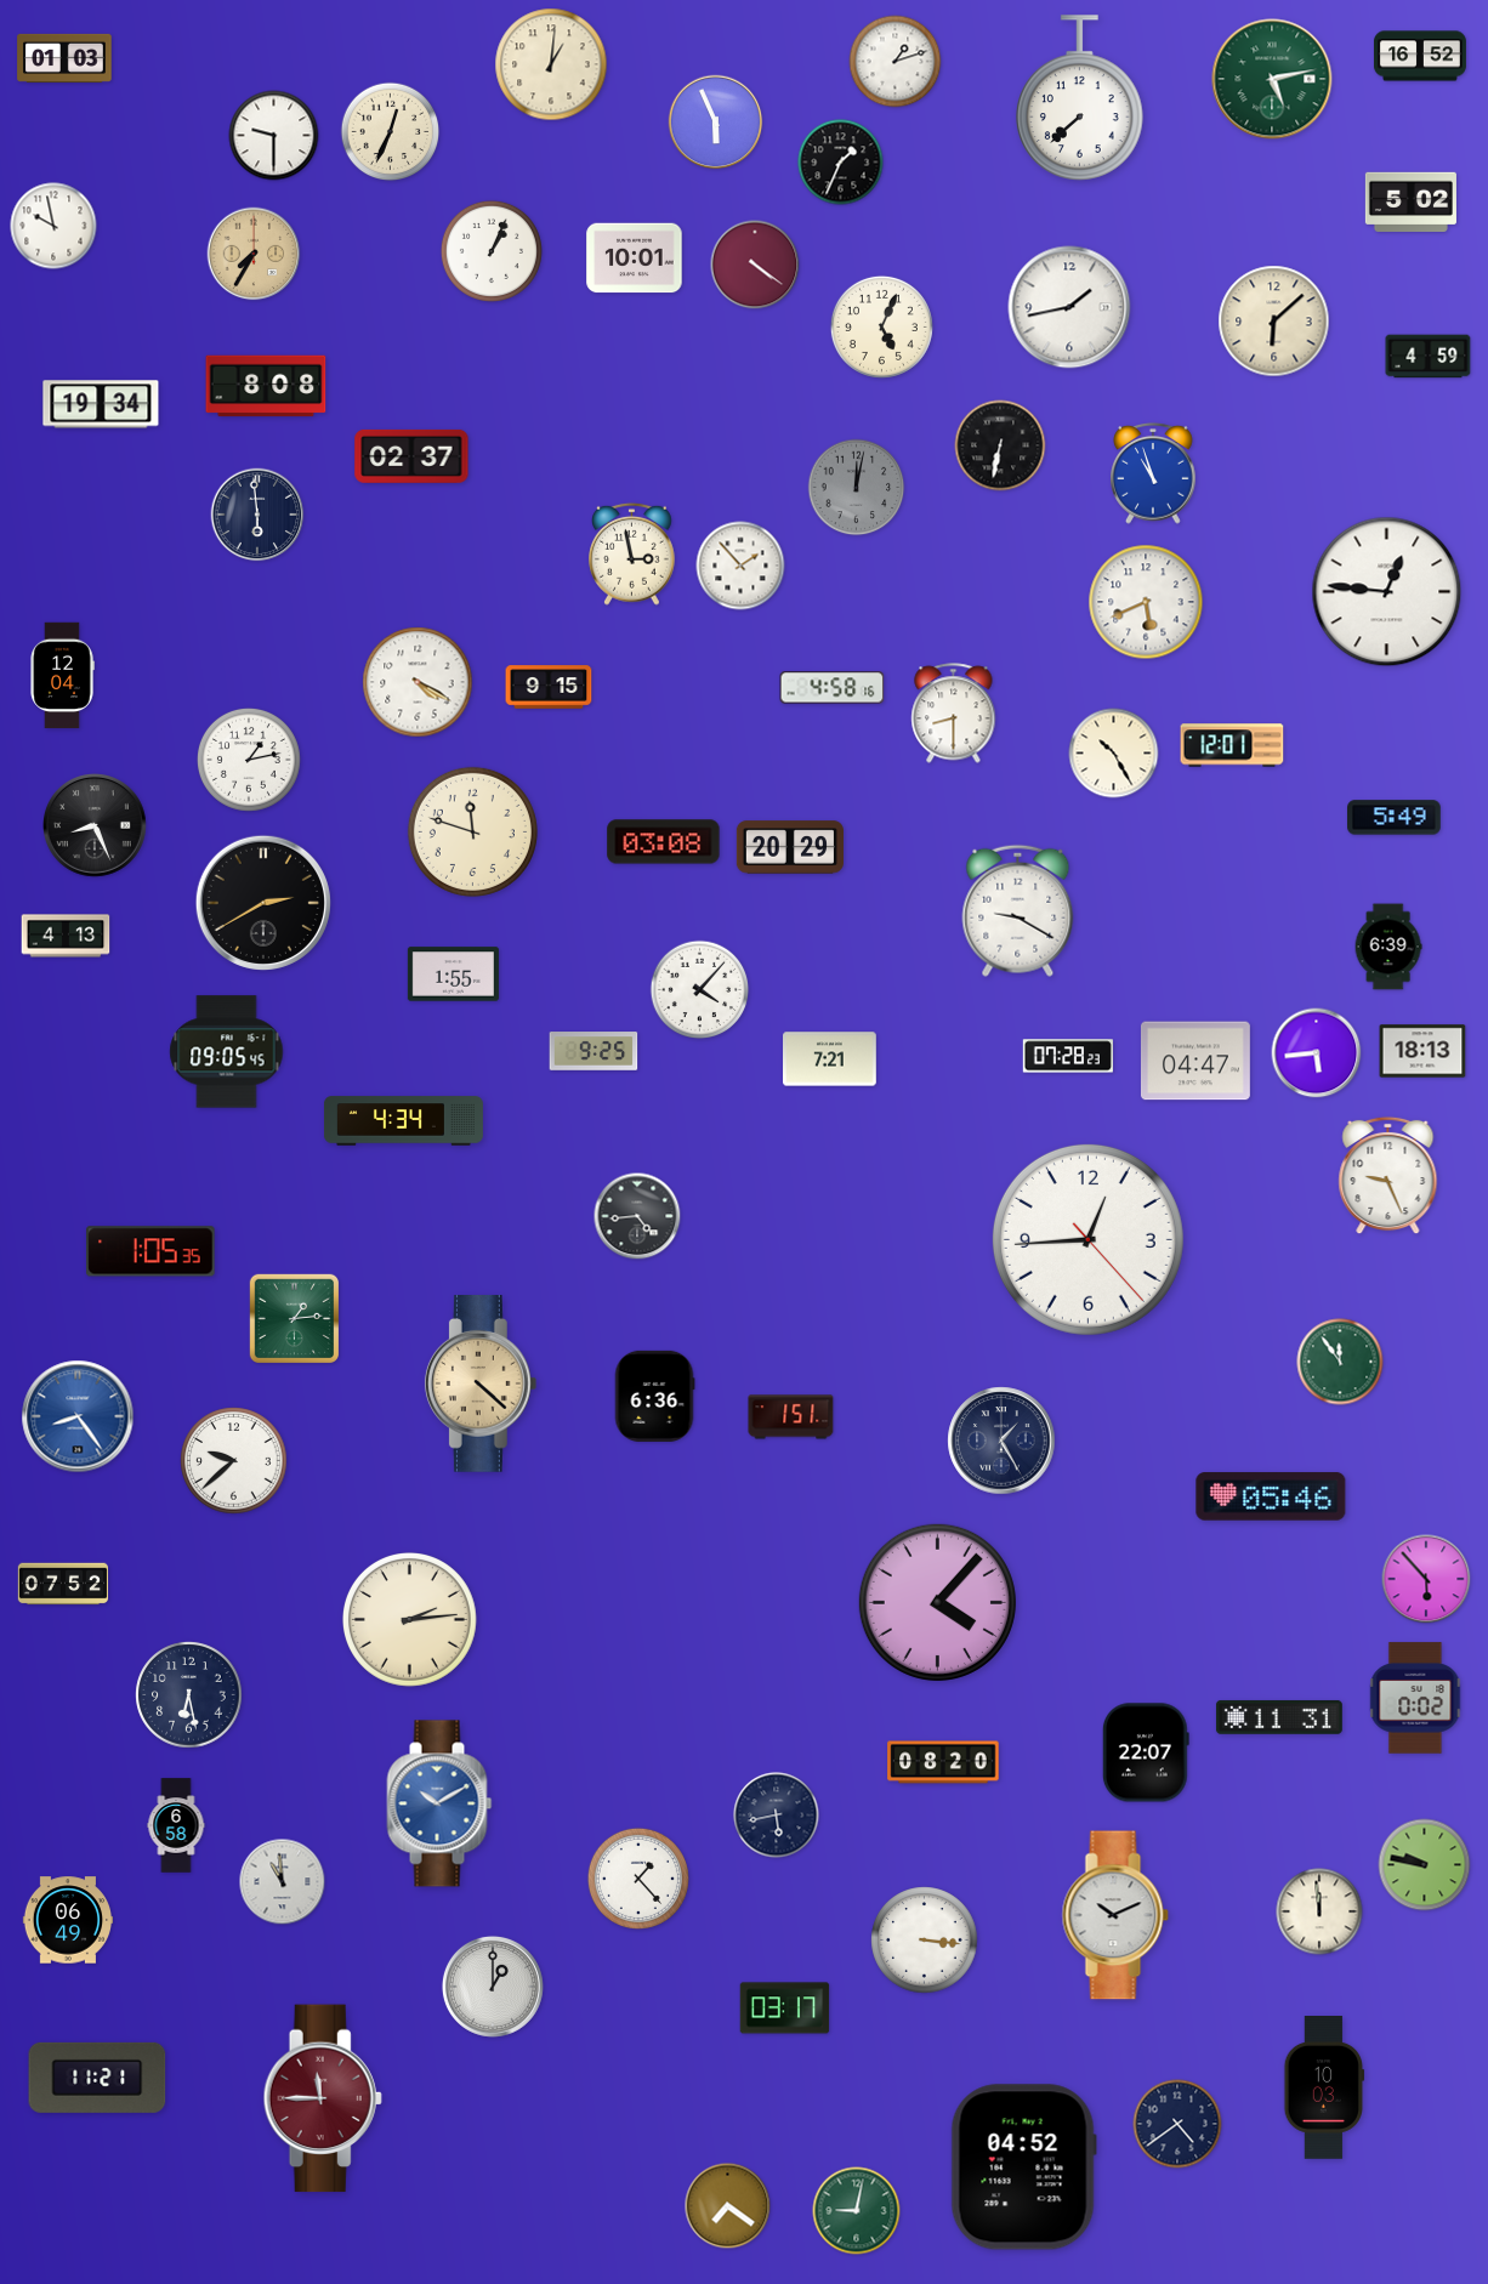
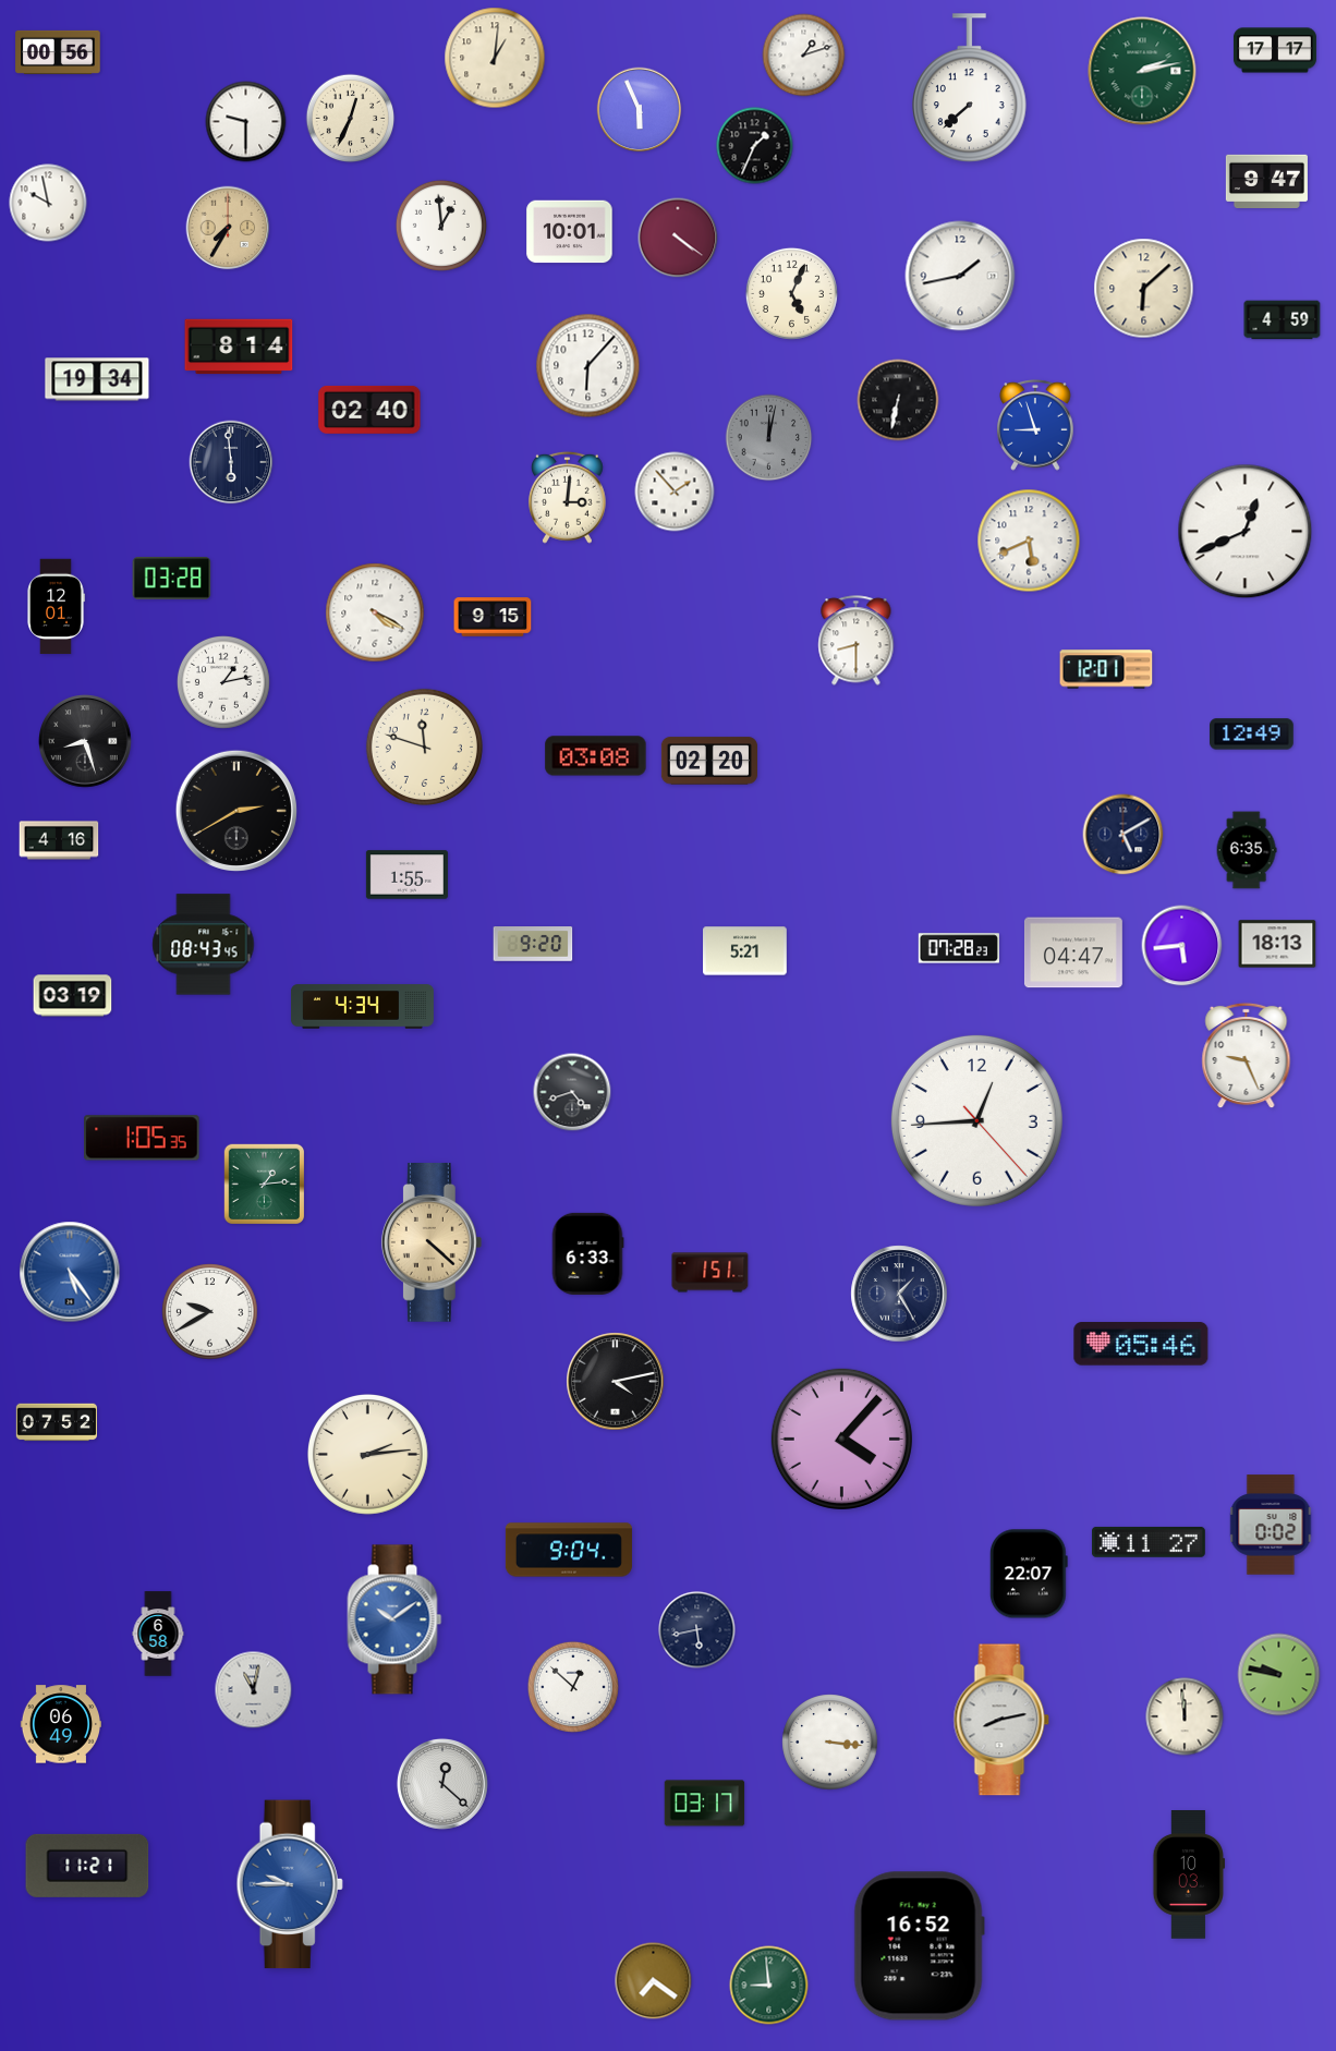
clock at (1420, 56): 16:52 -> 17:17
clock at (64, 58): 01:03 -> 00:56
clock at (1272, 79): 5:13 -> 2:13
clock at (716, 123) position: (716, 123) -> (640, 110)
clock at (1410, 201): 5:02 -> 9:47
clock at (492, 251): 1:04 -> 12:59
clock at (266, 386): 8:08 -> 8:14
clock at (101, 404) position: (101, 404) -> (97, 379)
clock at (588, 366): none -> 6:07
clock at (411, 456): 02:37 -> 02:40
clock at (1153, 475): 10:57 -> 8:57
clock at (632, 553): 2:58 -> 3:01
clock at (740, 566) position: (740, 566) -> (675, 491)
clock at (1387, 592): 12:46 -> 12:41
clock at (172, 578): none -> 03:28
clock at (62, 676): 12:04 -> 12:01
clock at (833, 688): 4:58 -> none
clock at (1114, 754): 10:25 -> none
clock at (1395, 818): 5:49 -> 12:49
clock at (96, 826): 8:26 -> 8:27
clock at (790, 847): 20:29 -> 02:20
clock at (1018, 910): 9:20 -> none
clock at (1124, 835): none -> 5:10
clock at (66, 936): 4:13 -> 4:16
clock at (1388, 947): 6:39 -> 6:35
clock at (700, 990): 4:07 -> none
clock at (594, 1051): 9:25 -> 9:20
clock at (227, 1052): 09:05 -> 08:43
clock at (830, 1059): 7:21 -> 5:21
clock at (73, 996): none -> 03:19
clock at (637, 1216): 4:44 -> 4:42
clock at (1087, 1239) position: (1087, 1239) -> (976, 1120)
clock at (150, 1251) position: (150, 1251) -> (142, 1138)
clock at (1340, 1362): 11:54 -> none
clock at (654, 1396): 6:36 -> 6:33
clock at (78, 1416): 8:24 -> 5:24
clock at (234, 1461): 9:38 -> 9:40
clock at (616, 1382): none -> 4:13
clock at (1426, 1579): 5:53 -> none
clock at (189, 1695): 6:28 -> none
clock at (1279, 1717): 11:31 -> 11:27
clock at (569, 1550): none -> 9:04
clock at (943, 1762): 08:20 -> none
clock at (439, 1803): 10:10 -> 10:09
clock at (176, 1825) position: (176, 1825) -> (158, 1634)
clock at (638, 1879): 1:23 -> 12:52
clock at (283, 1882): 10:59 -> 11:02
clock at (1115, 1915): 10:11 -> 8:13
clock at (493, 1987): 1:00 -> 12:22
clock at (323, 2098): 11:45 -> 9:45
clock at (323, 2098) dial: burgundy -> blue
clock at (1177, 2124): 4:39 -> none
clock at (1023, 2167): 04:52 -> 16:52
clock at (857, 2211): 9:02 -> 8:59
